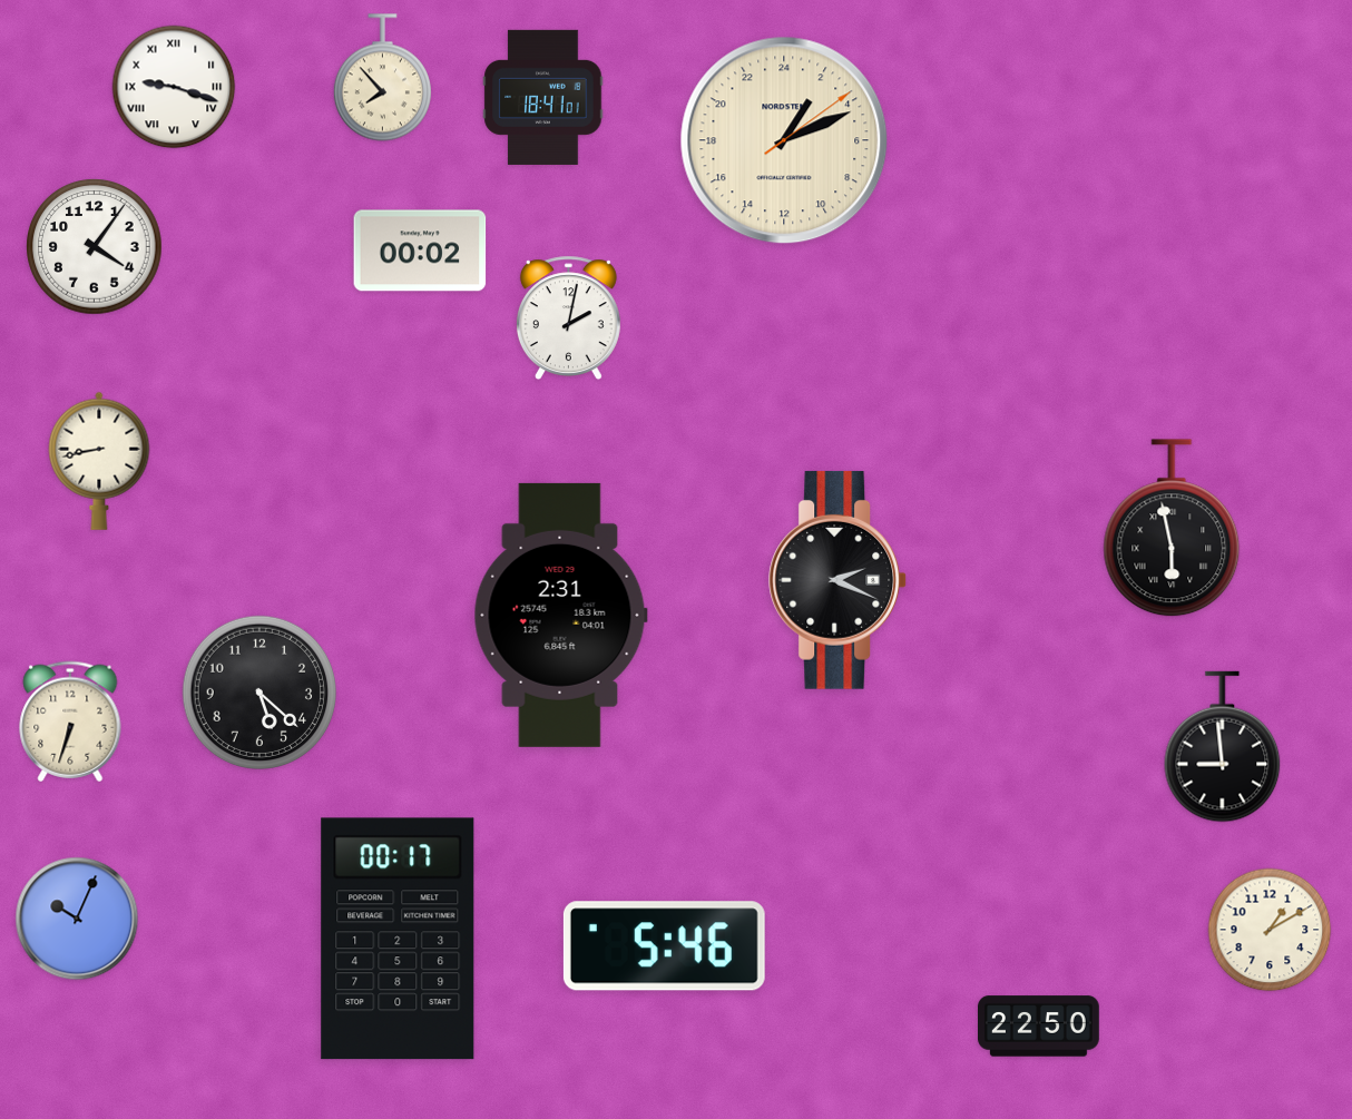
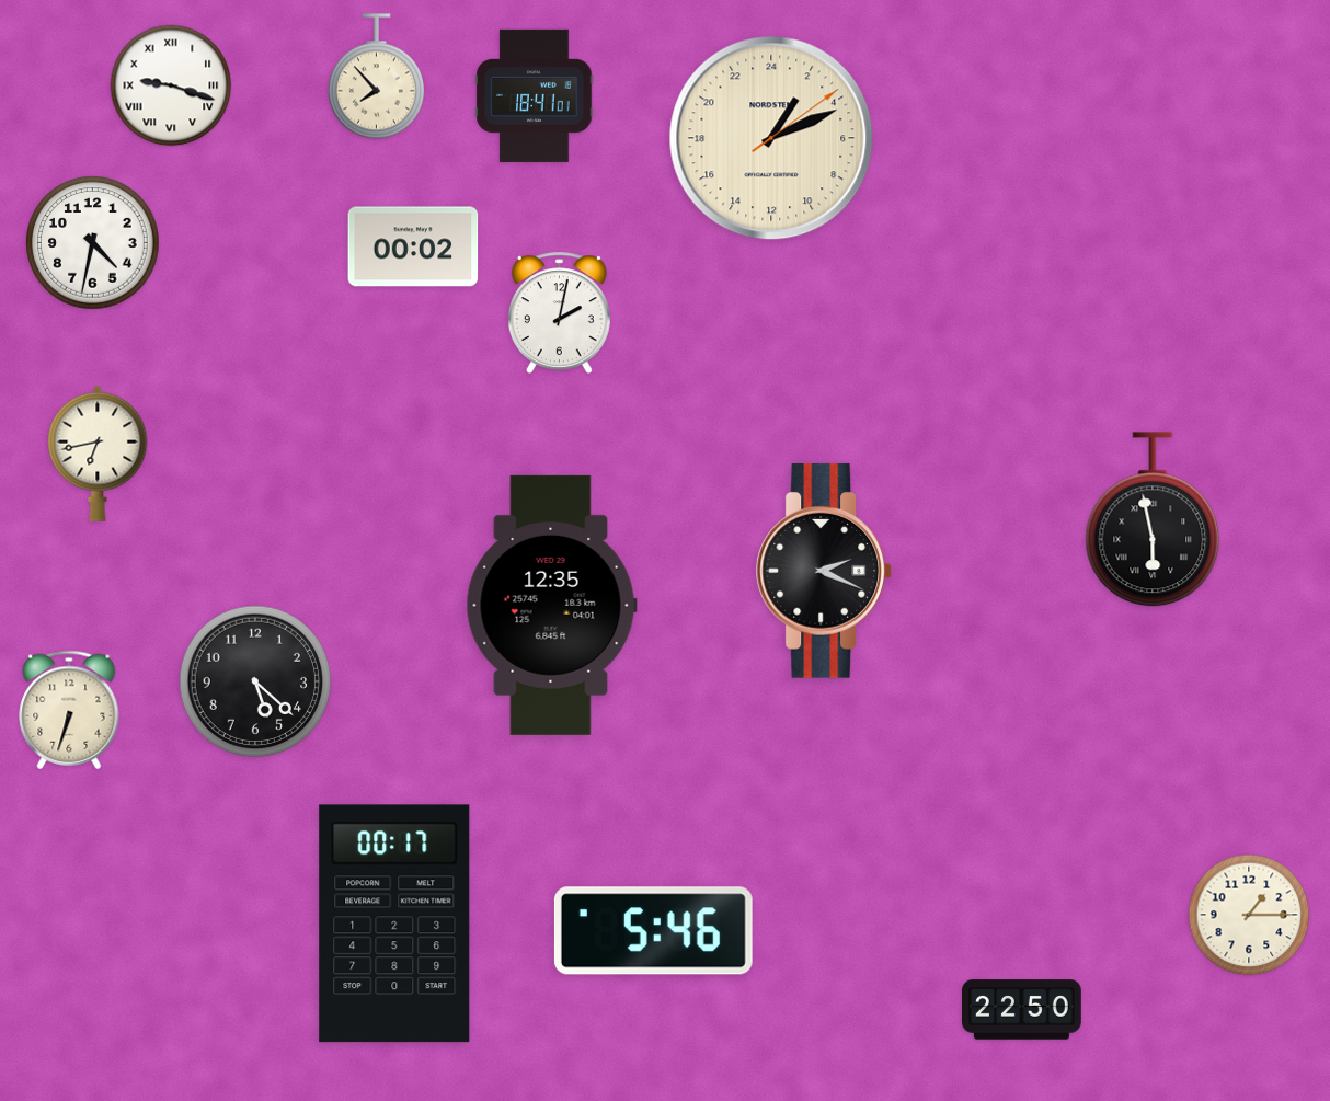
clock at (95, 247): 4:06 -> 4:32
clock at (99, 461): 8:43 -> 6:43
clock at (560, 615): 2:31 -> 12:35
clock at (1223, 747): 8:59 -> none
clock at (77, 919): 10:04 -> none
clock at (1270, 930): 1:10 -> 1:15
clock at (398, 939) position: (398, 939) -> (394, 924)
